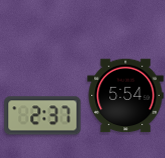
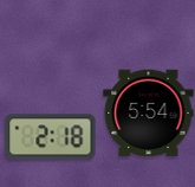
clock at (43, 116): 2:37 -> 2:18
